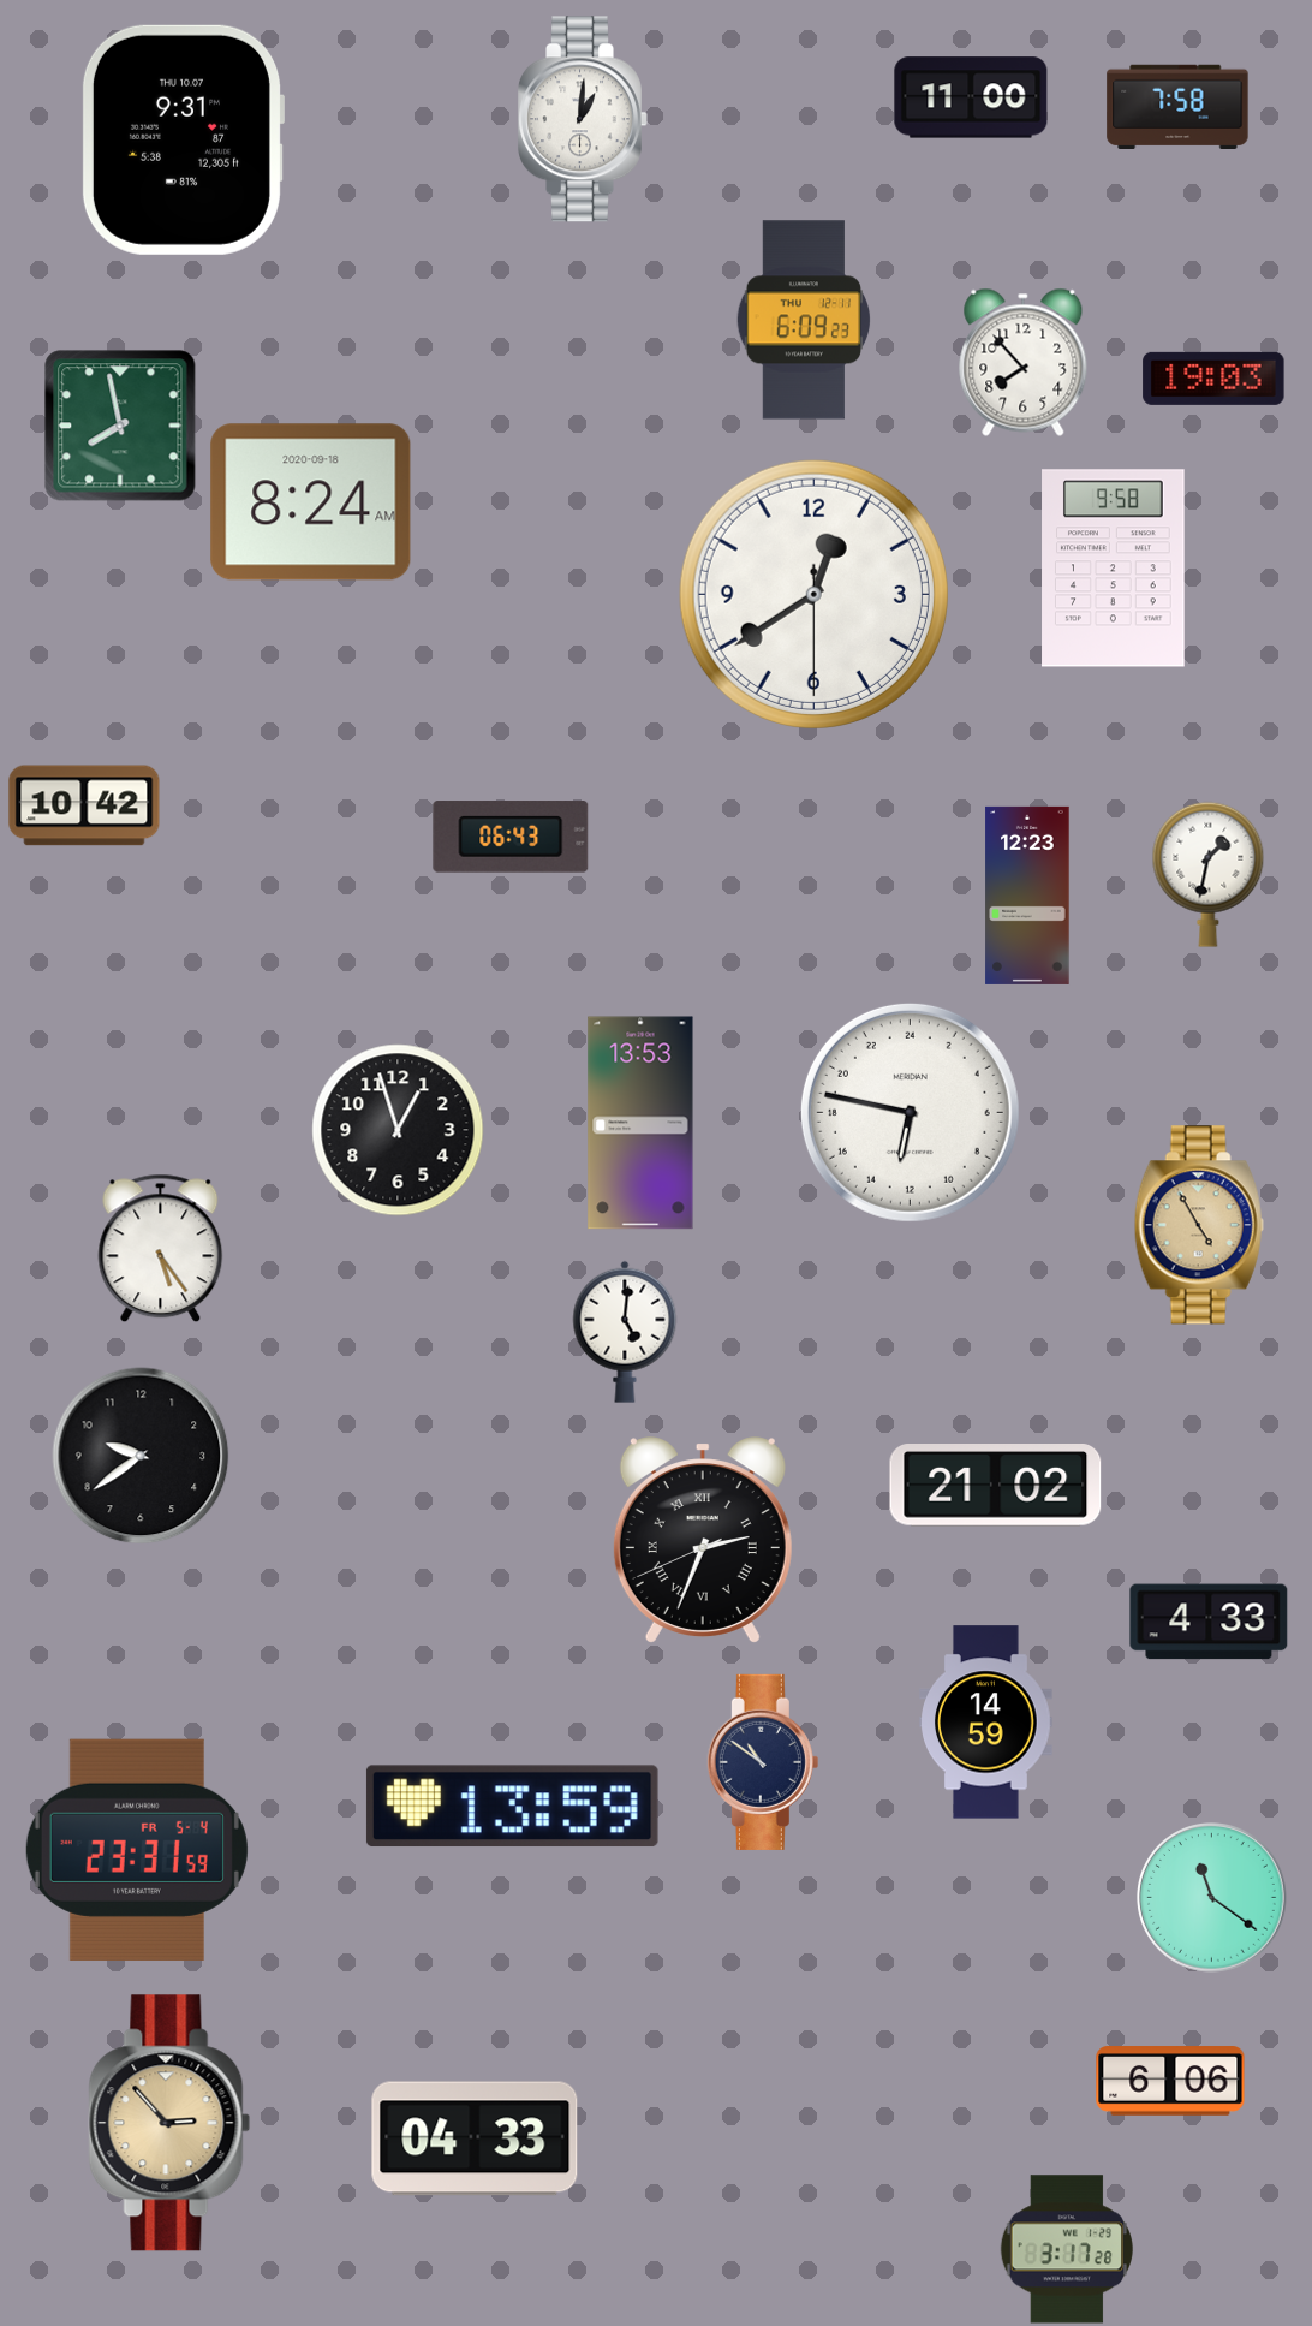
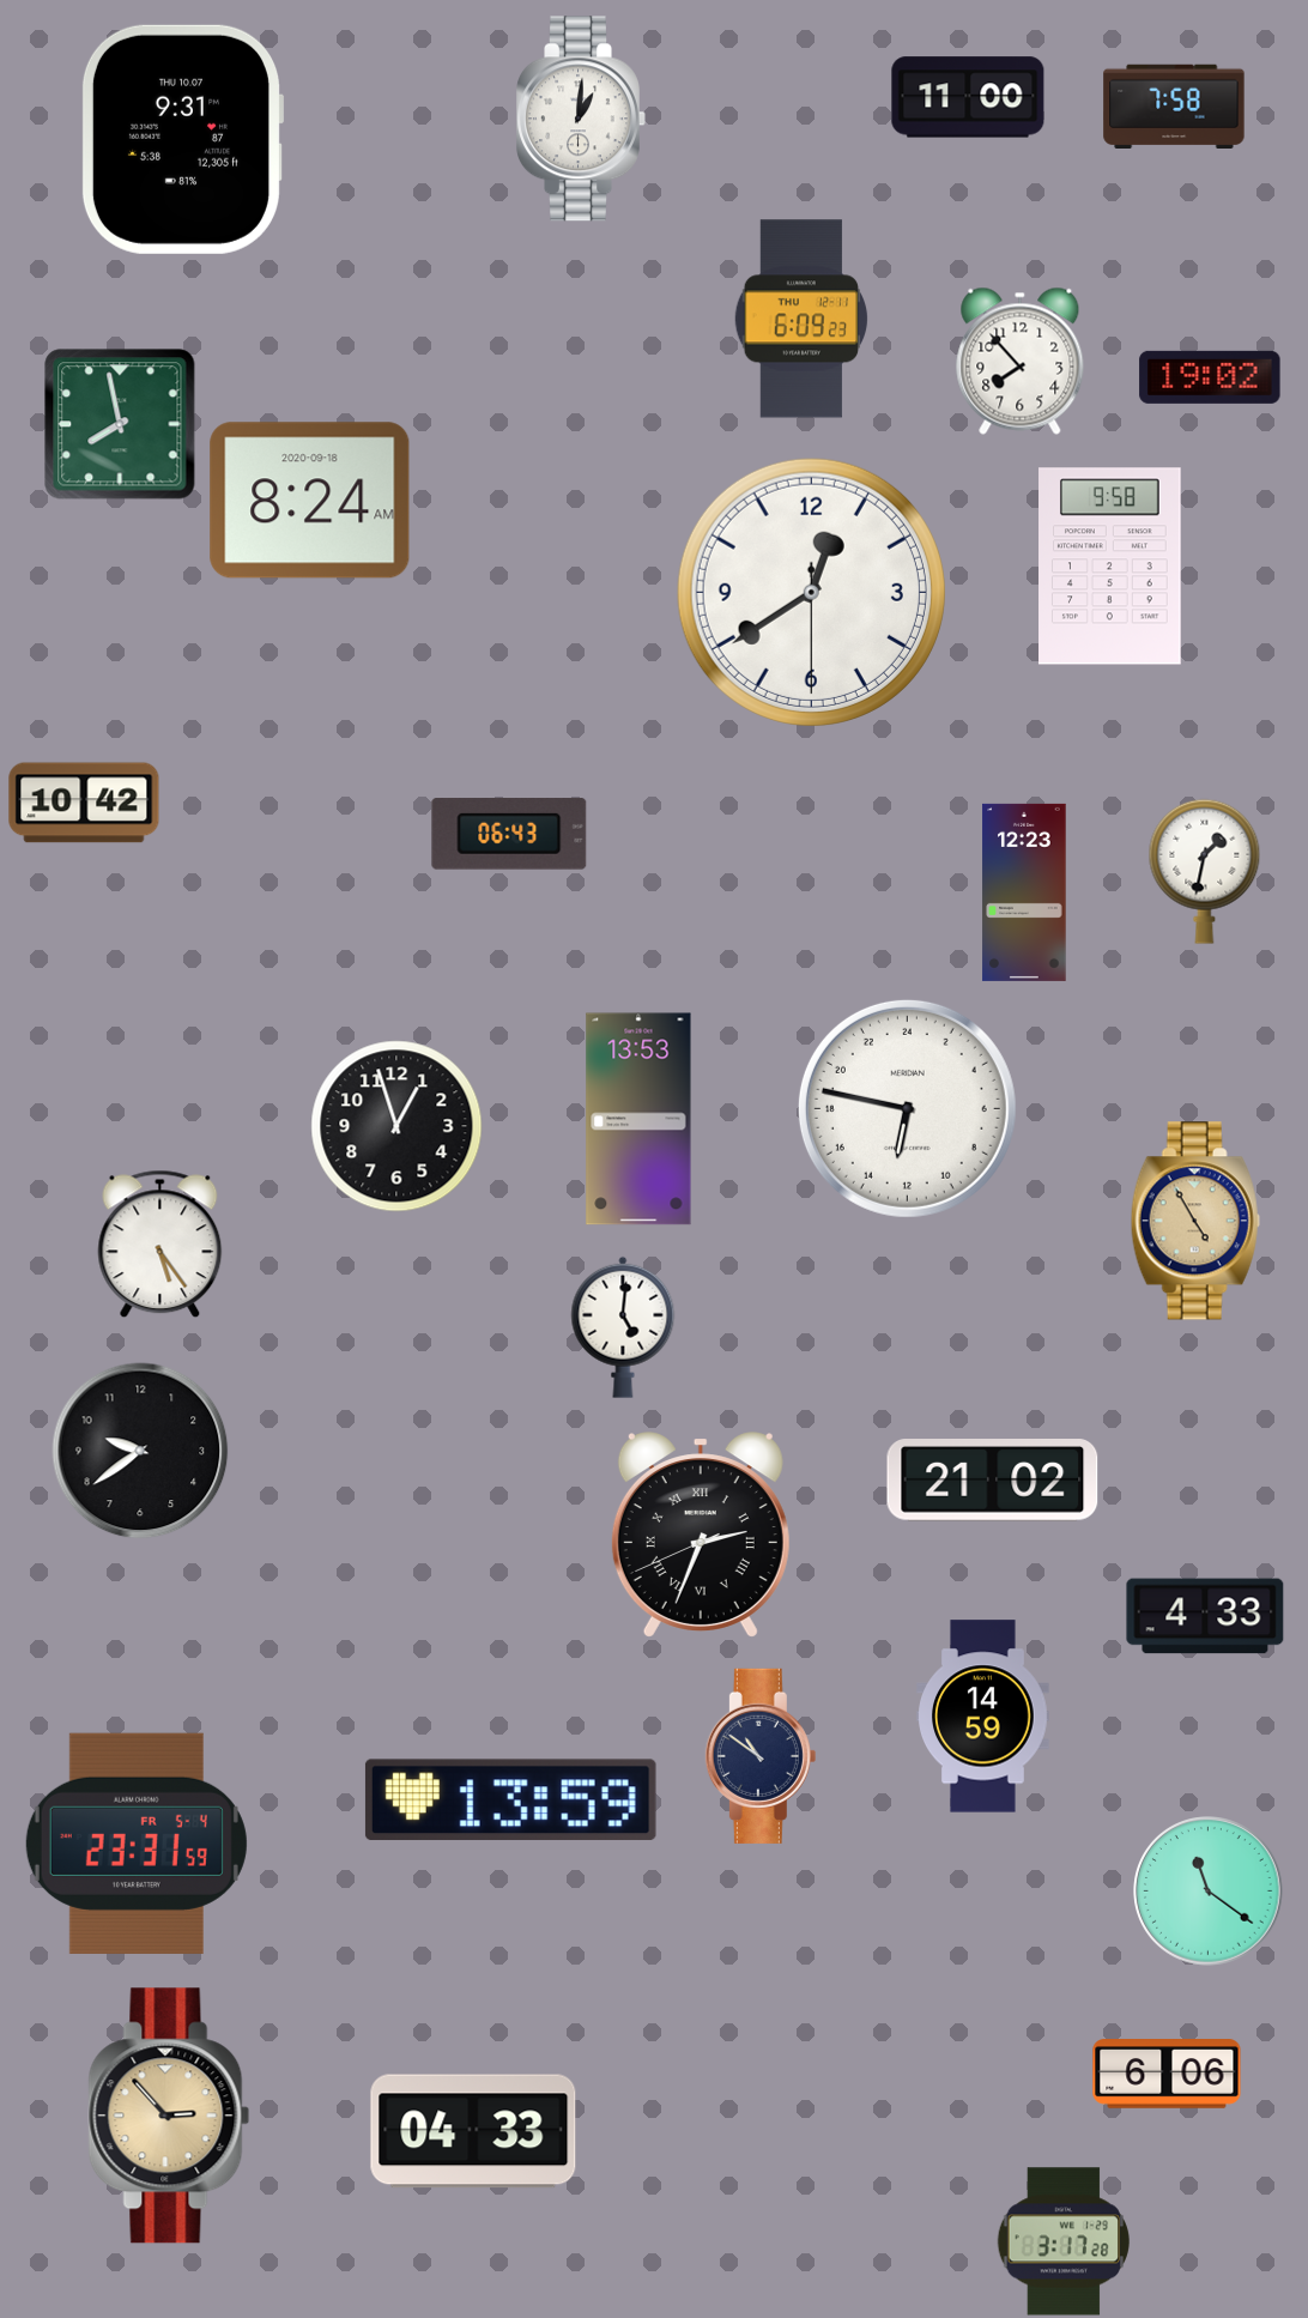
clock at (1213, 379): 19:03 -> 19:02
